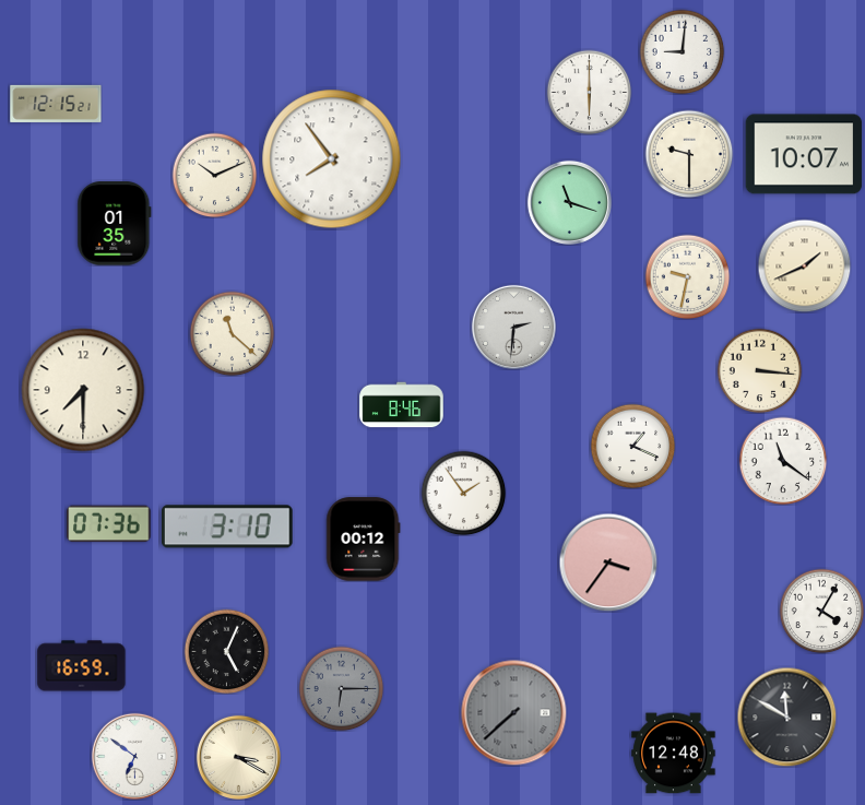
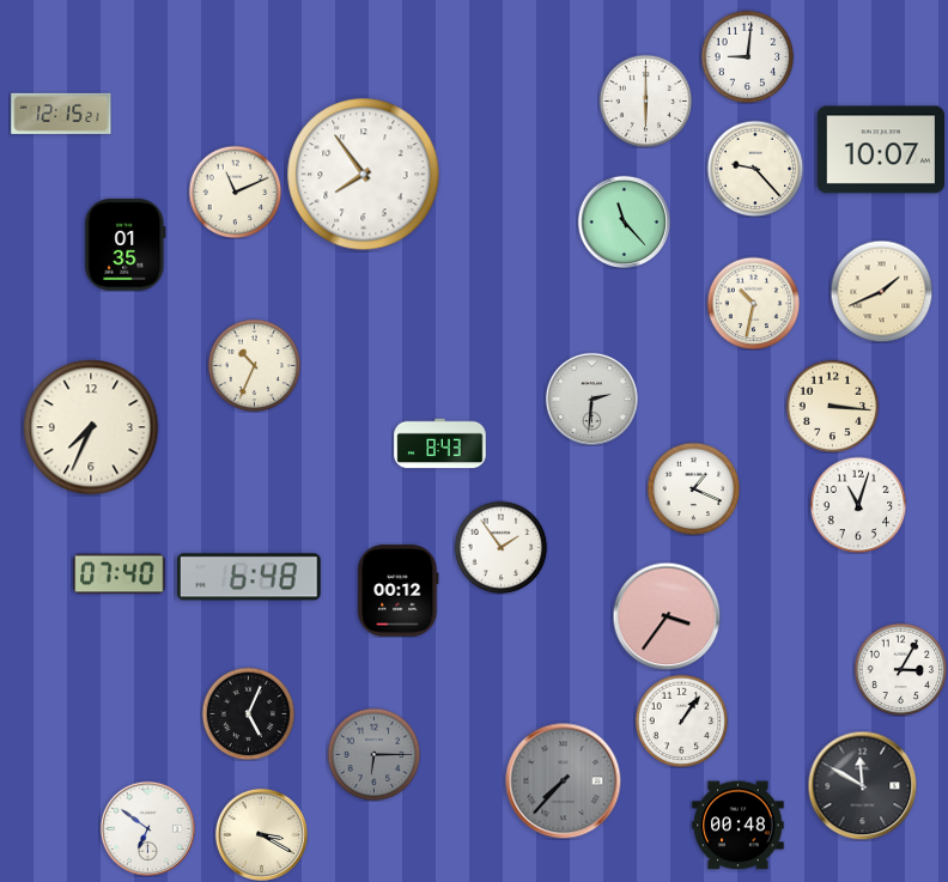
clock at (689, 154): 9:30 -> 9:23
clock at (804, 154) position: (804, 154) -> (881, 150)
clock at (214, 175): 10:11 -> 11:11
clock at (569, 202): 11:18 -> 11:23
clock at (687, 276): 9:32 -> 10:32
clock at (513, 327) position: (513, 327) -> (591, 399)
clock at (232, 333): 11:22 -> 10:34
clock at (83, 390): 7:30 -> 7:34
clock at (402, 405): 8:46 -> 8:43
clock at (783, 461): 11:21 -> 11:03
clock at (463, 493) position: (463, 493) -> (500, 547)
clock at (109, 524): 07:36 -> 07:40
clock at (227, 526): 3:10 -> 6:48
clock at (821, 611): 4:05 -> 3:05
clock at (681, 720): none -> 1:06
clock at (82, 666): 16:59 -> none
clock at (514, 713): 7:38 -> 7:37
clock at (674, 754): 12:48 -> 00:48
clock at (238, 757) position: (238, 757) -> (261, 834)
